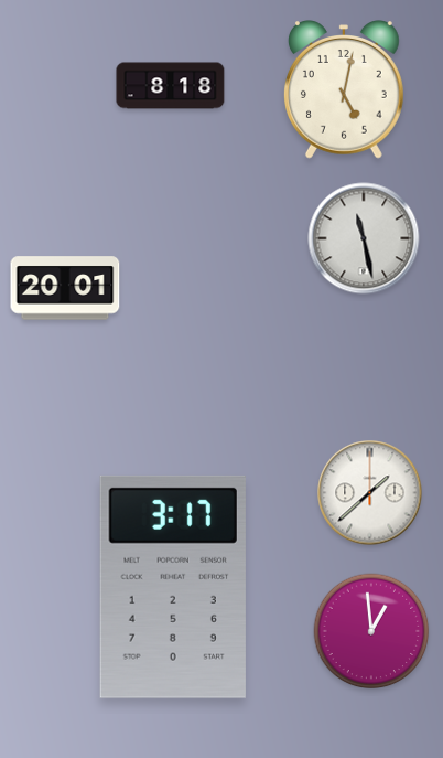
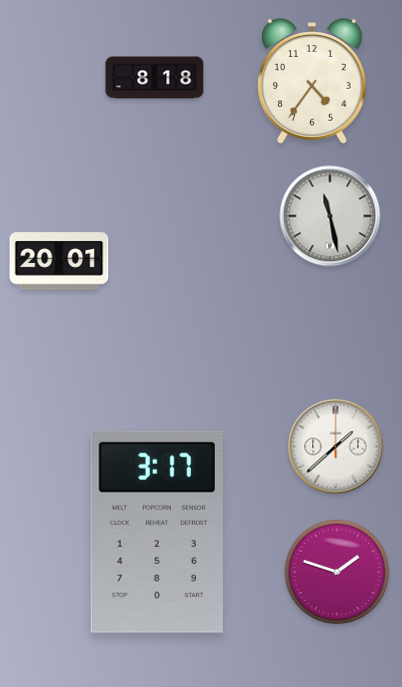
clock at (344, 89): 5:02 -> 4:36
clock at (371, 631): 12:59 -> 1:48
